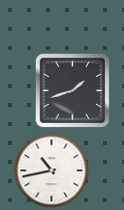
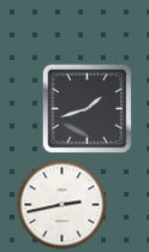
clock at (52, 171): 10:43 -> 2:43
